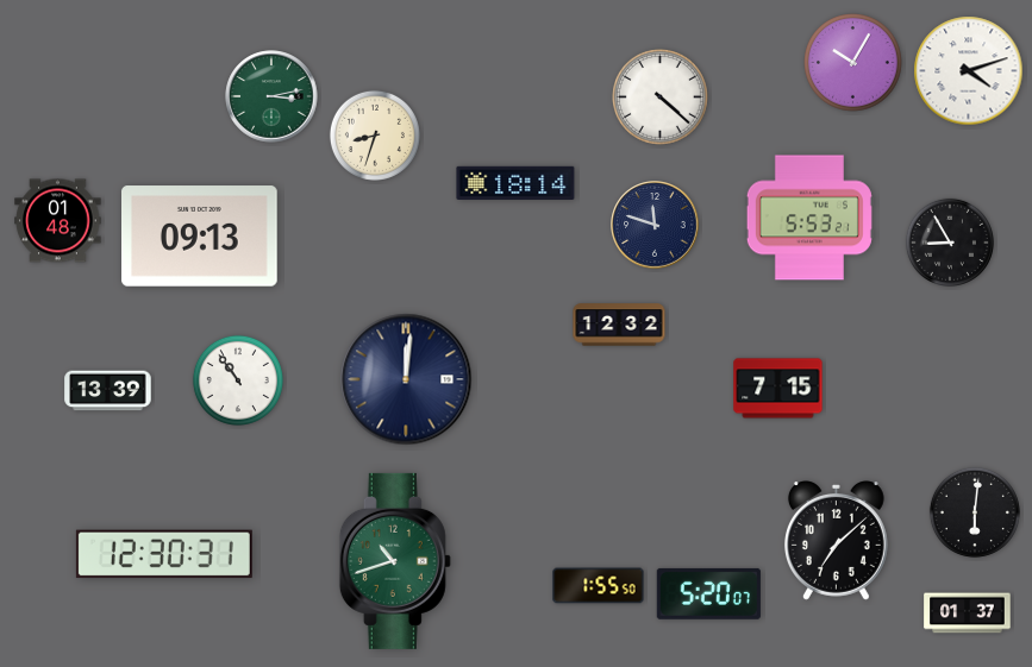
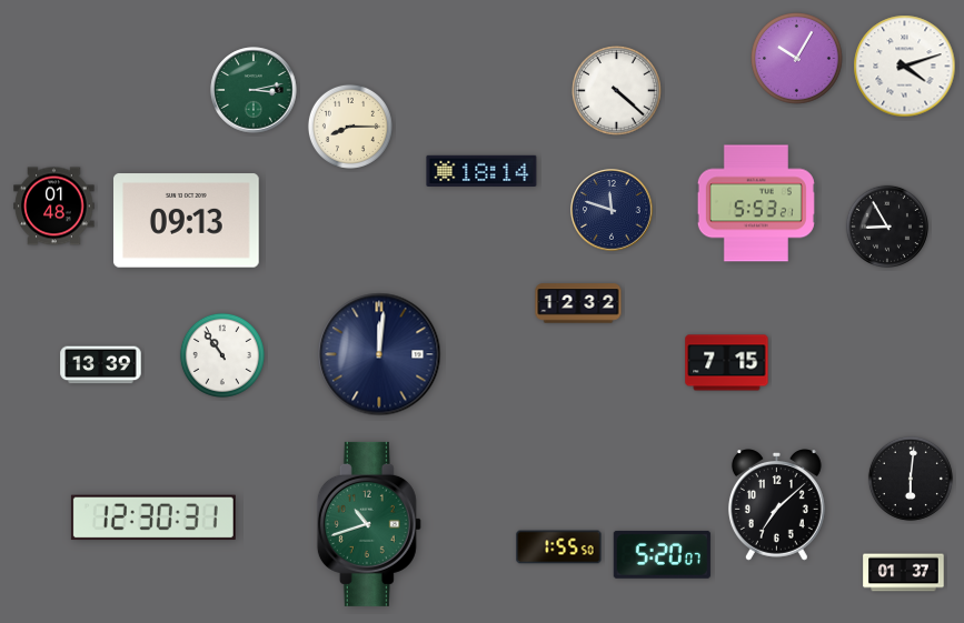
clock at (375, 136): 8:33 -> 8:15
clock at (836, 541) position: (836, 541) -> (776, 505)
